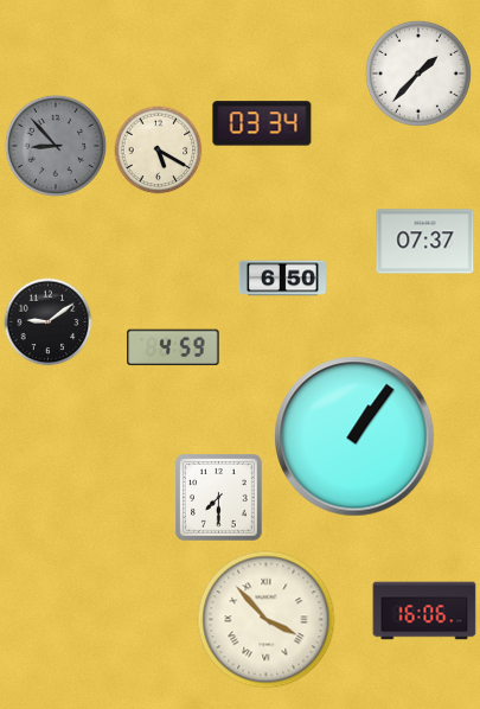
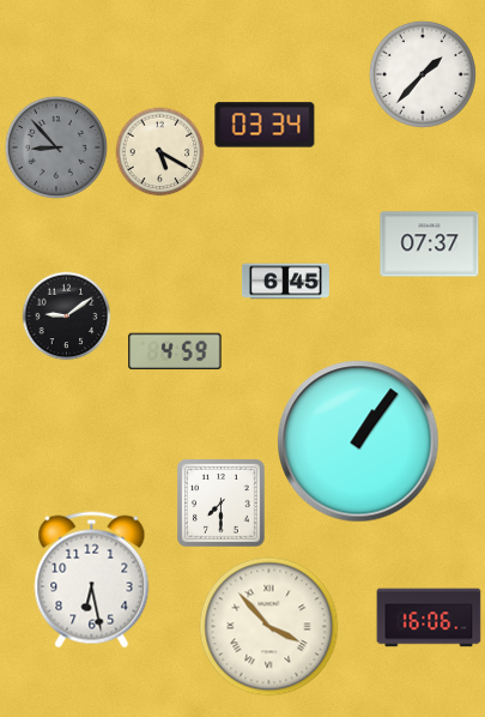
clock at (282, 279): 6:50 -> 6:45
clock at (49, 322) position: (49, 322) -> (67, 317)
clock at (92, 580): none -> 6:28
